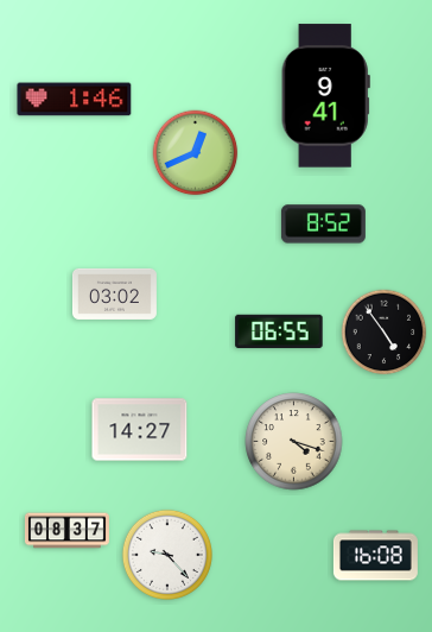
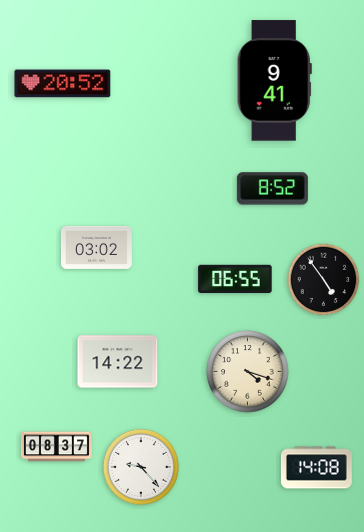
clock at (75, 100): 1:46 -> 20:52
clock at (196, 153): 12:41 -> none
clock at (140, 430): 14:27 -> 14:22
clock at (375, 556): 16:08 -> 14:08
